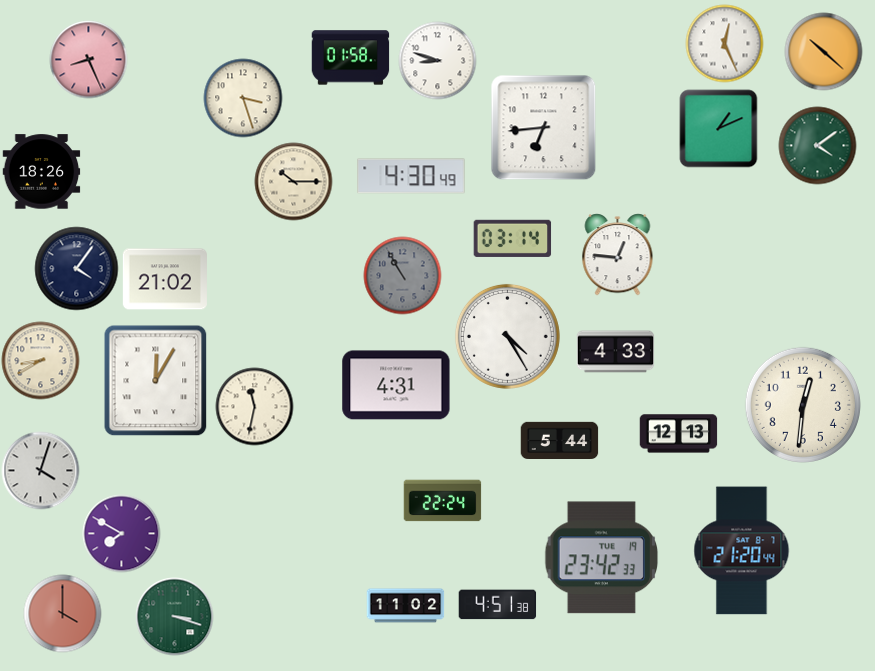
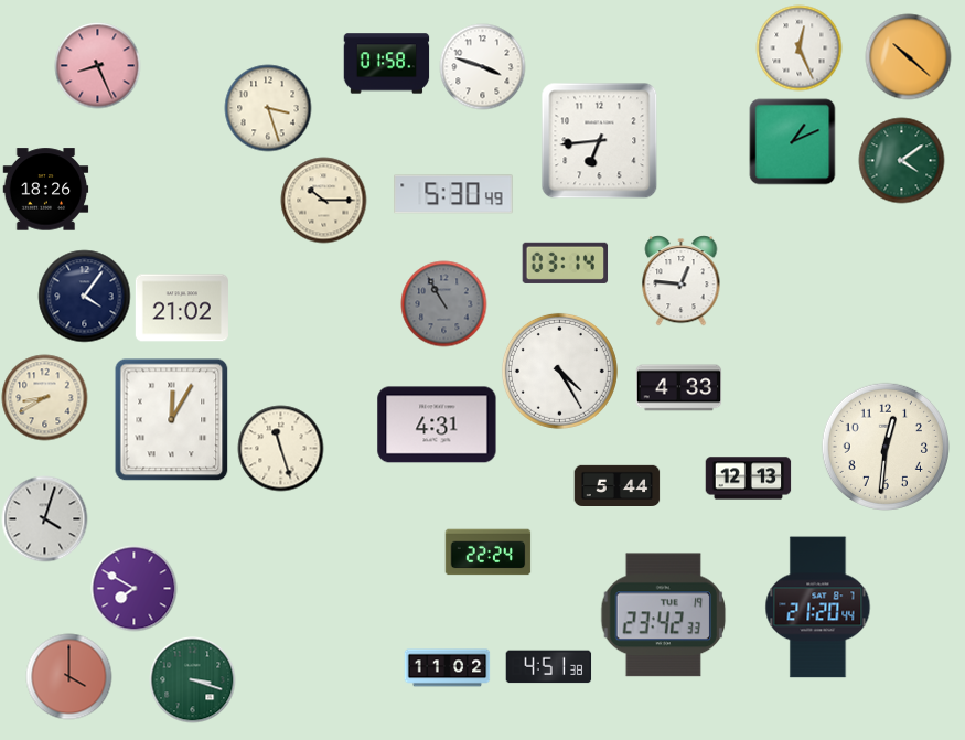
clock at (437, 60): 8:48 -> 3:48
clock at (411, 176): 4:30 -> 5:30
clock at (254, 406): 11:32 -> 11:27
